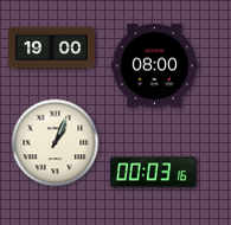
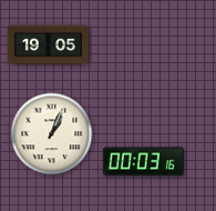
clock at (51, 49): 19:00 -> 19:05
clock at (154, 66): 08:00 -> none
